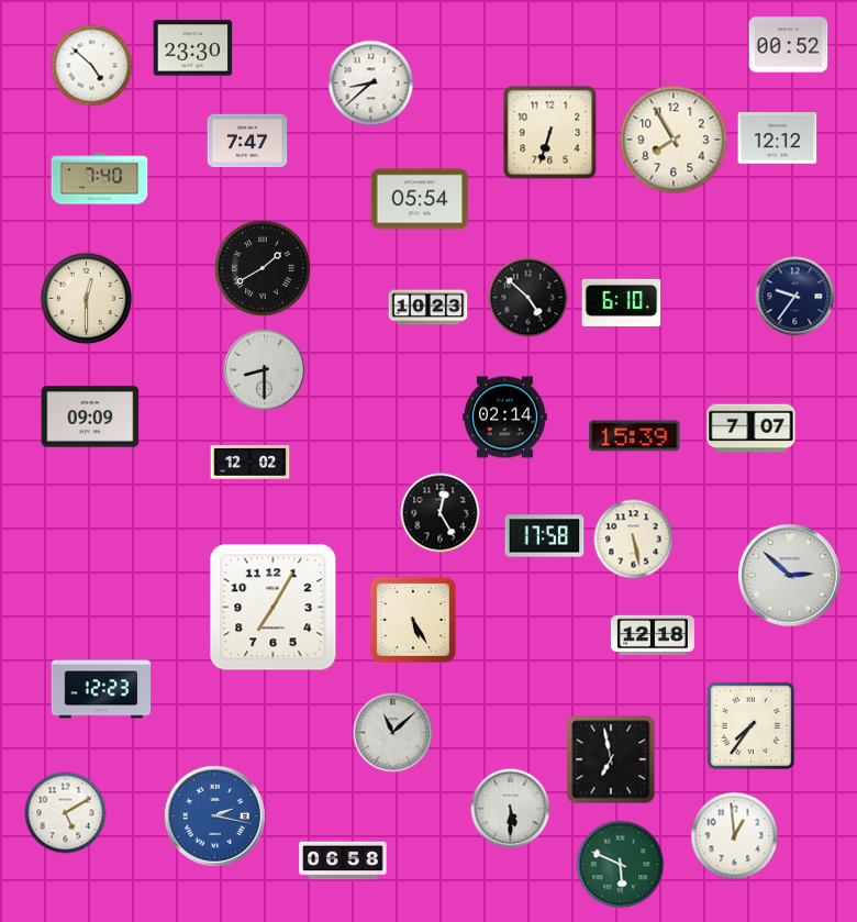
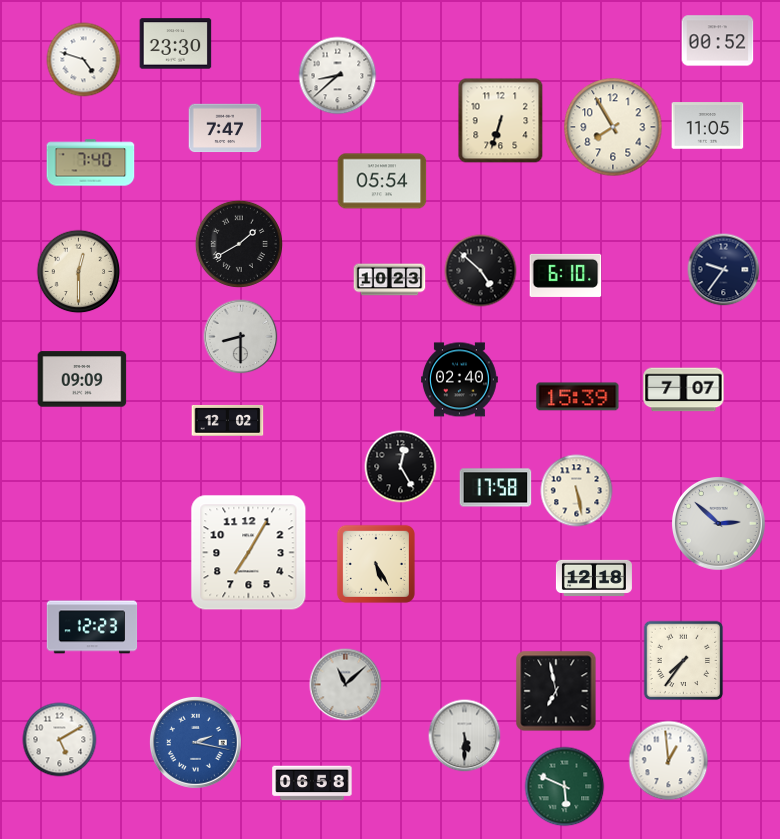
clock at (92, 66): 4:52 -> 4:48
clock at (778, 138): 12:12 -> 11:05
clock at (505, 418): 02:14 -> 02:40
clock at (393, 733) position: (393, 733) -> (346, 685)
